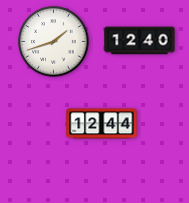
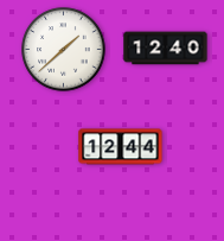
clock at (54, 42): 1:42 -> 1:38
